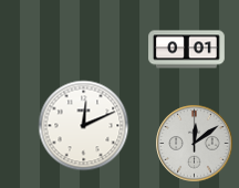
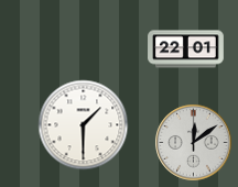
clock at (187, 50): 0:01 -> 22:01
clock at (84, 126): 12:11 -> 1:30
